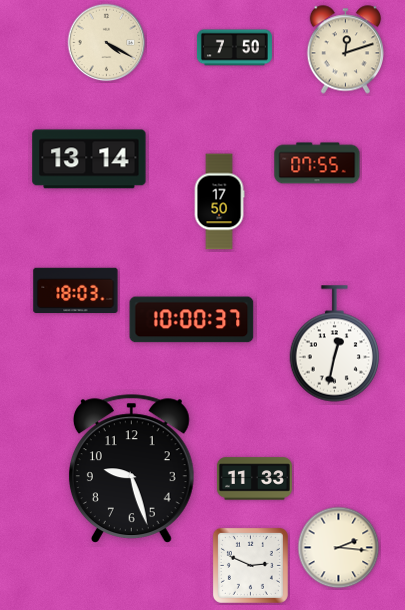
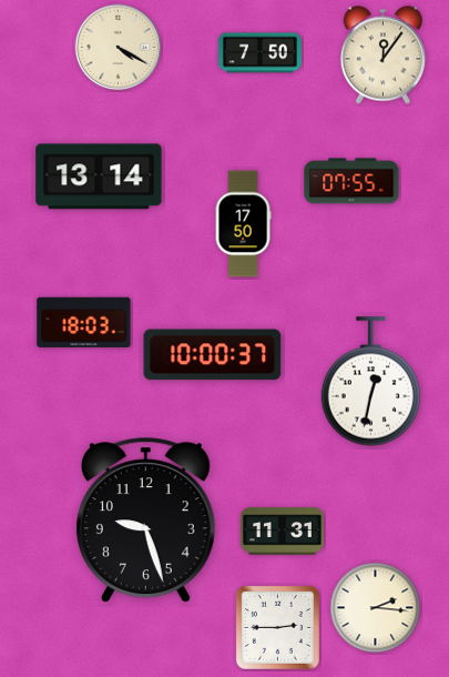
clock at (345, 50): 12:12 -> 12:06
clock at (254, 479): 11:33 -> 11:31
clock at (250, 565): 2:49 -> 2:45
